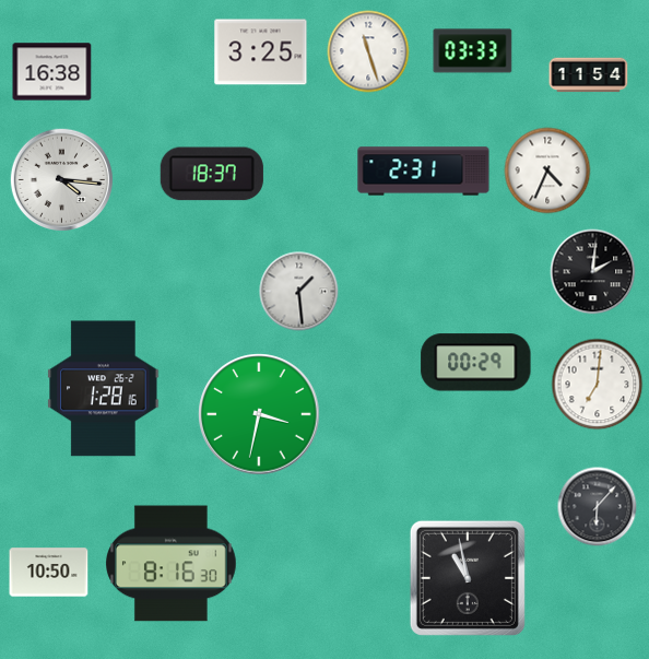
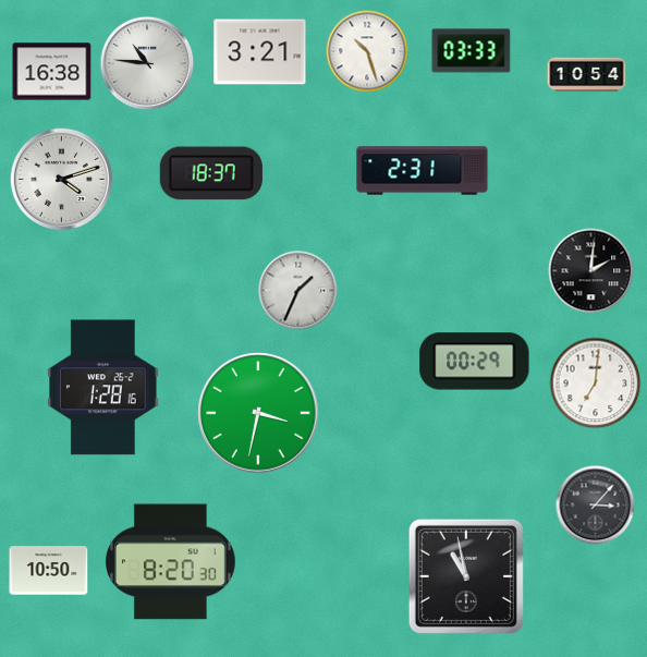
clock at (368, 51): 11:27 -> 10:27
clock at (261, 52): 3:25 -> 3:21
clock at (147, 63): none -> 10:46
clock at (589, 75): 11:54 -> 10:54
clock at (547, 170): 4:34 -> none
clock at (61, 179): 4:16 -> 4:12
clock at (299, 292): 1:29 -> 1:34
clock at (598, 507): 6:07 -> 3:07
clock at (172, 564): 8:16 -> 8:20
